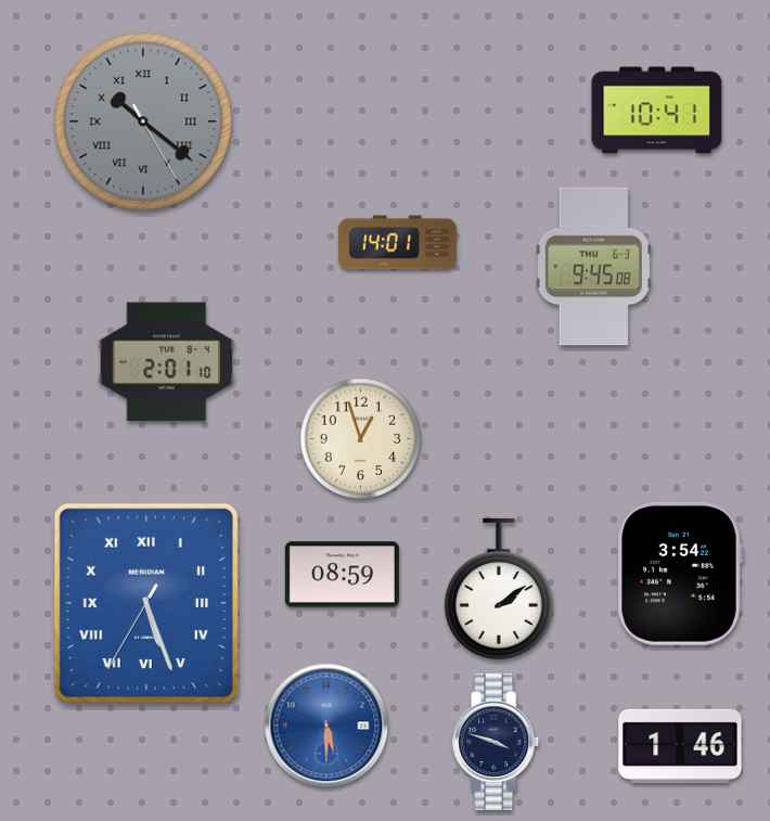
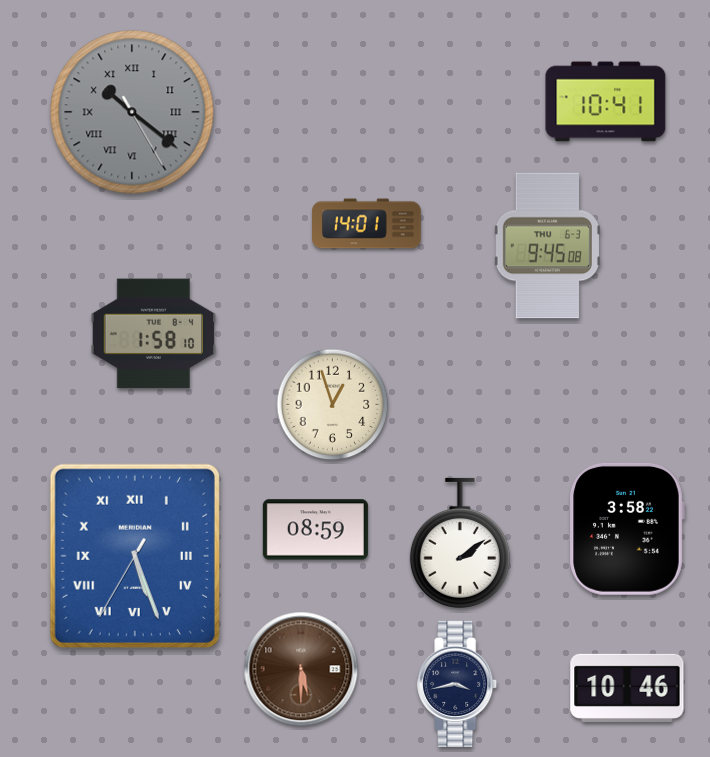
clock at (167, 362): 2:01 -> 1:58
clock at (680, 574): 3:54 -> 3:58
clock at (326, 726) dial: blue -> brown
clock at (497, 741): 3:48 -> 3:43
clock at (680, 746): 1:46 -> 10:46
